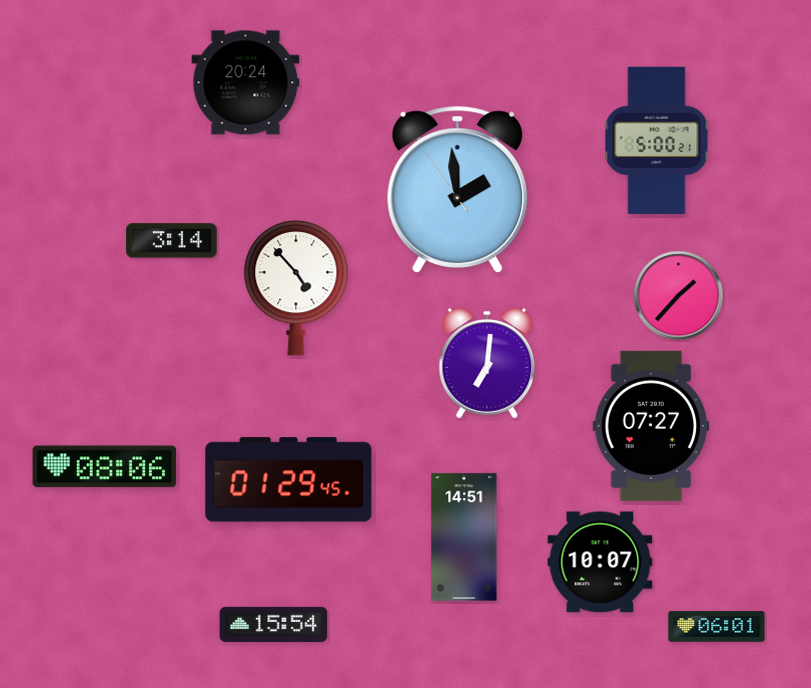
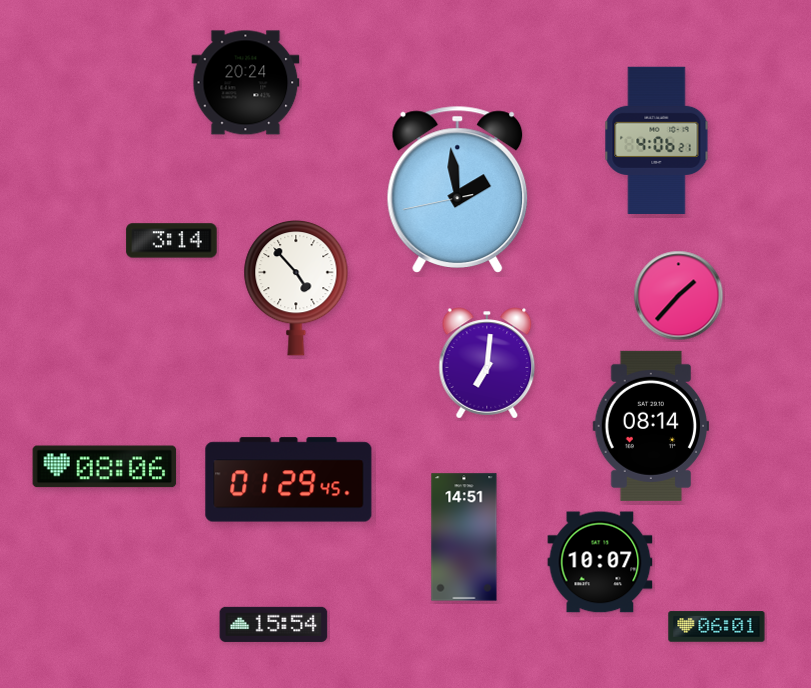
clock at (657, 140): 5:00 -> 4:06
clock at (458, 189): 1:58:54 -> 1:58:43
clock at (651, 426): 07:27 -> 08:14
